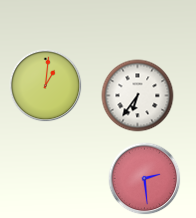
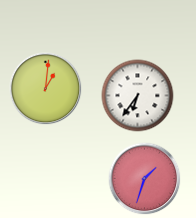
clock at (46, 86) position: (46, 86) -> (46, 89)
clock at (145, 179): 2:29 -> 1:33
